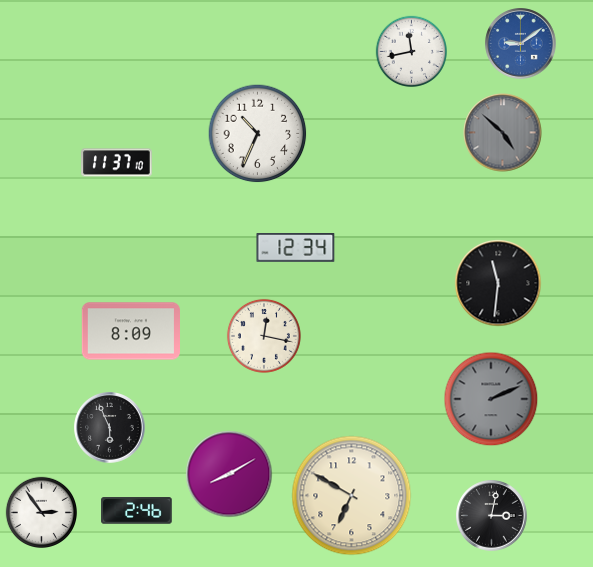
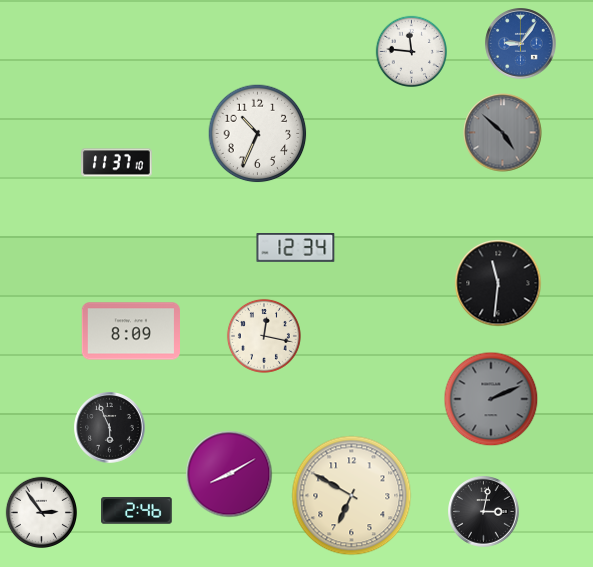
clock at (521, 44): 9:09 -> 9:06
clock at (411, 51): 11:43 -> 11:46
clock at (492, 516) position: (492, 516) -> (484, 512)
